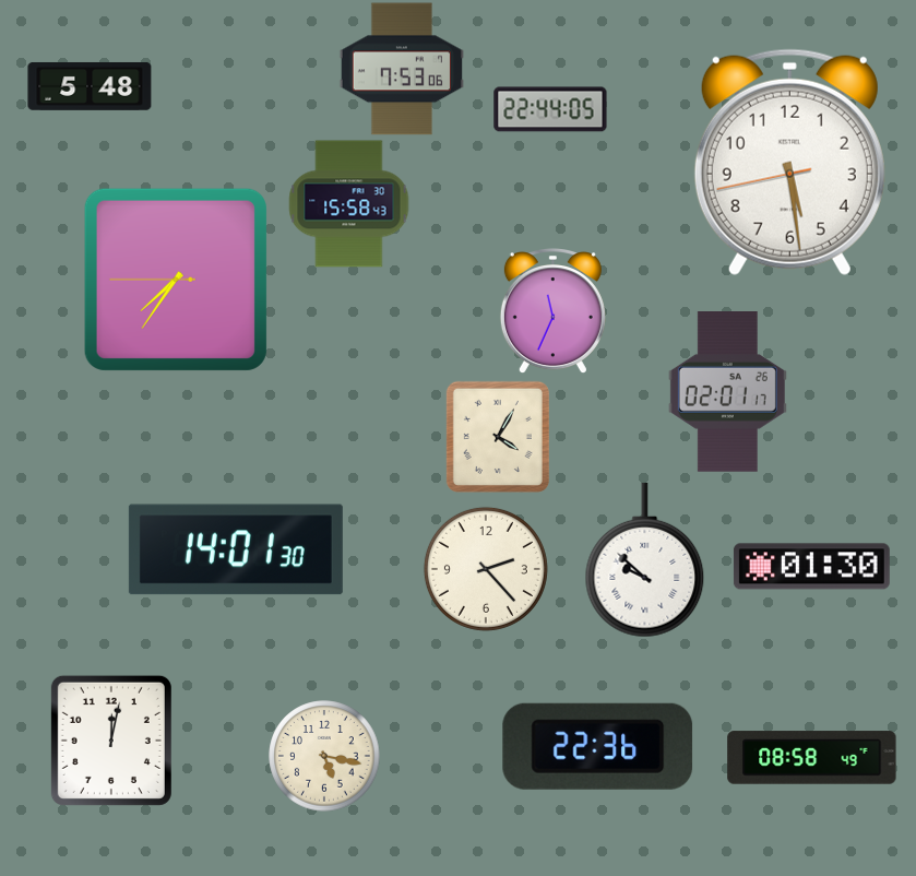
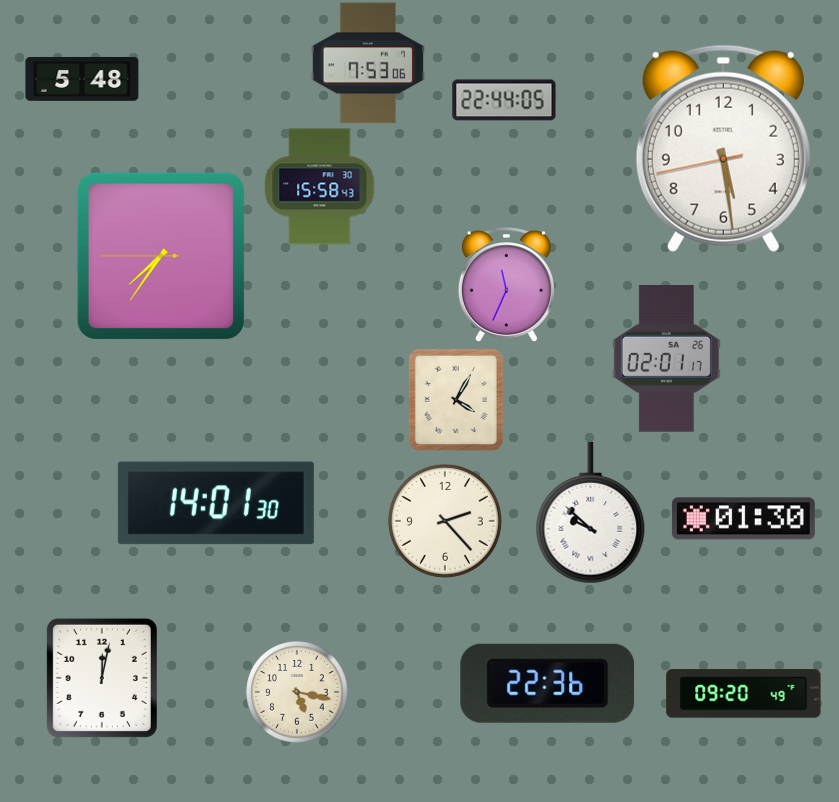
clock at (812, 758): 08:58 -> 09:20
